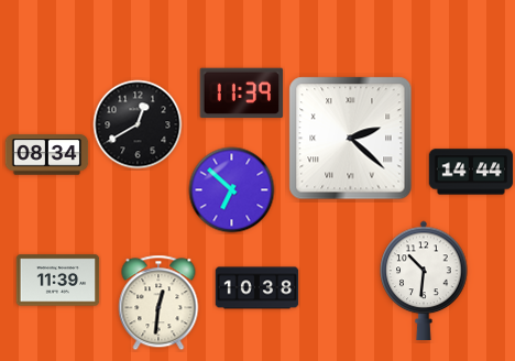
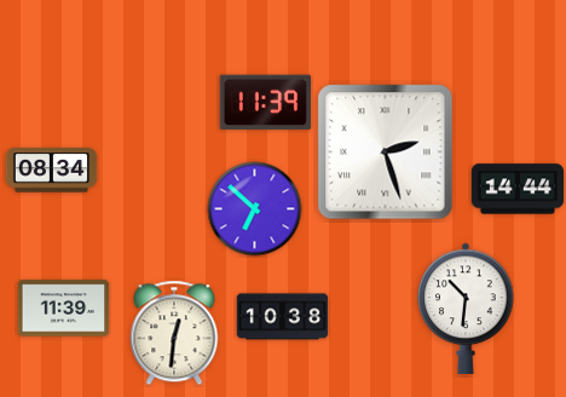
clock at (138, 124): 12:40 -> none
clock at (351, 139): 2:22 -> 2:27
